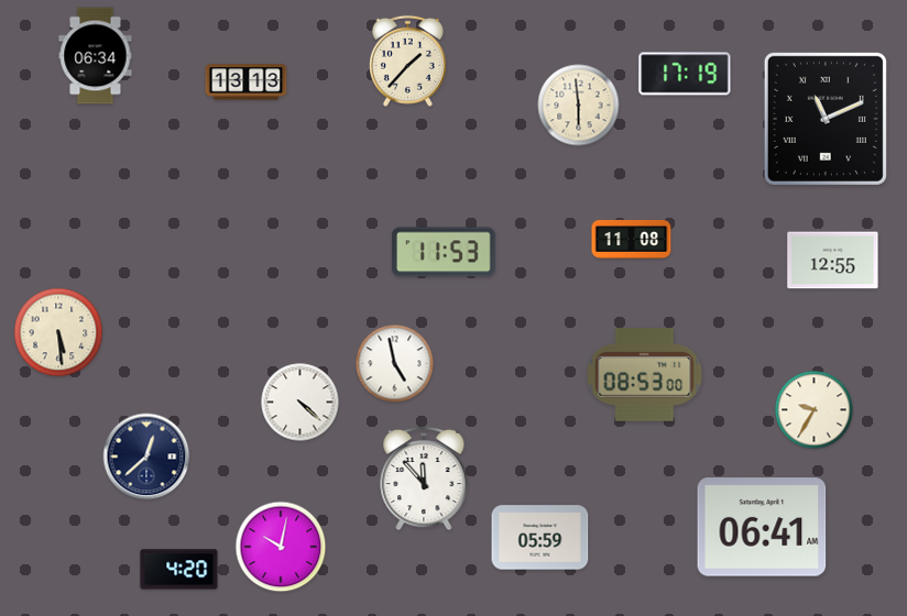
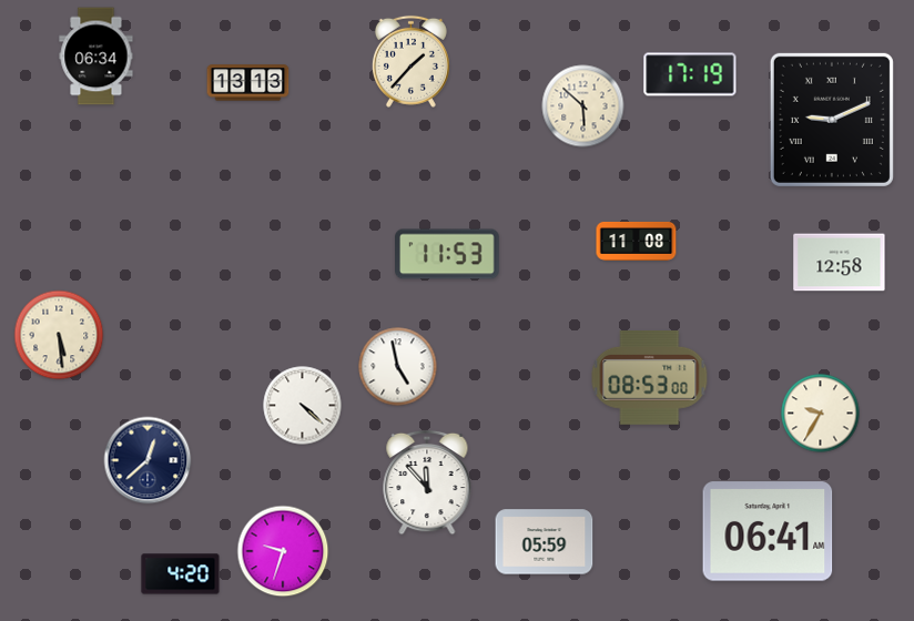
clock at (579, 106): 5:59 -> 5:52
clock at (826, 119): 11:11 -> 9:11
clock at (833, 261): 12:55 -> 12:58
clock at (281, 547): 10:02 -> 9:33
